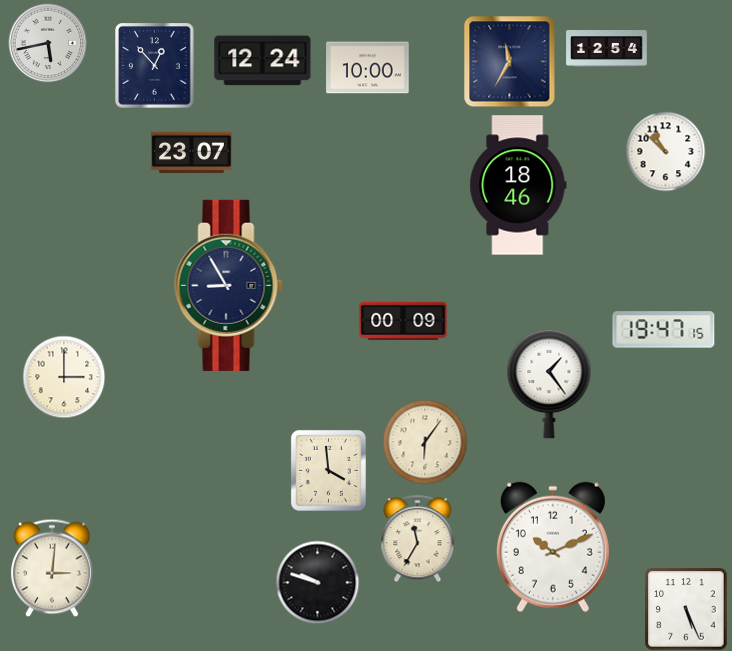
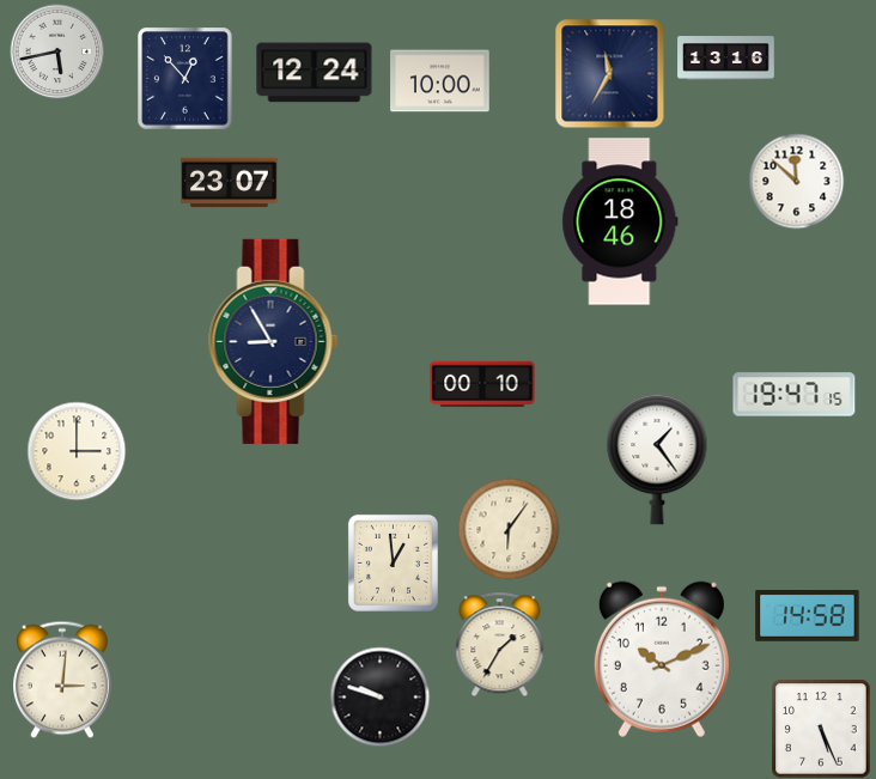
clock at (607, 49): 12:54 -> 13:16
clock at (665, 151): 10:52 -> 11:52
clock at (403, 321): 00:09 -> 00:10
clock at (328, 470): 3:59 -> 12:59
clock at (808, 616): none -> 14:58
clock at (418, 538): 11:35 -> 1:35
clock at (553, 547) position: (553, 547) -> (662, 659)
